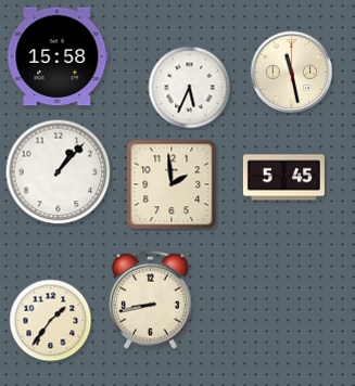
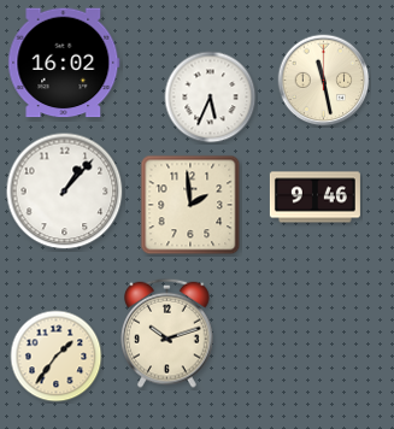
clock at (58, 56): 15:58 -> 16:02
clock at (283, 178): 5:45 -> 9:46
clock at (151, 299): 8:43 -> 10:12
